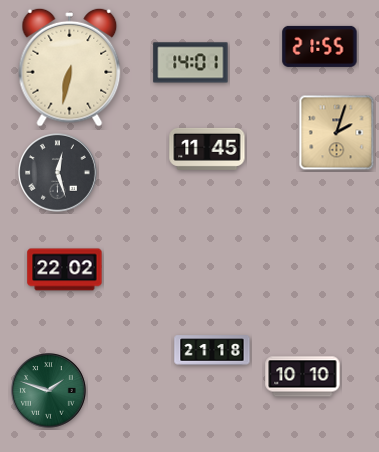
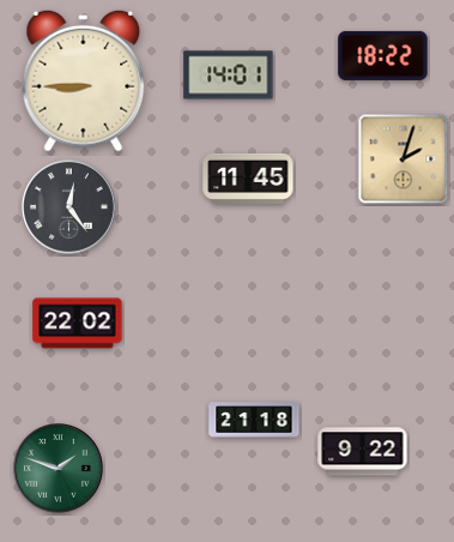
clock at (320, 46): 21:55 -> 18:22
clock at (70, 67): 6:32 -> 8:45
clock at (58, 173): 12:27 -> 12:24
clock at (303, 377): 10:10 -> 9:22
